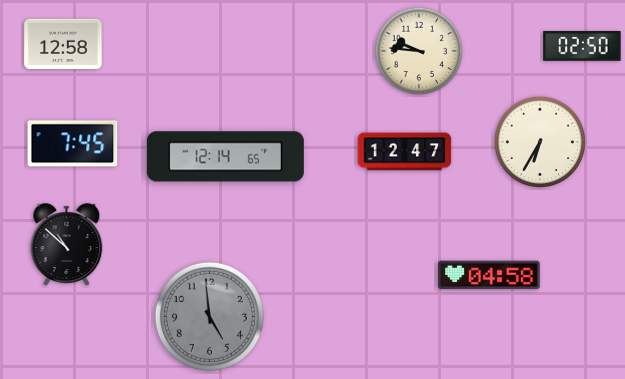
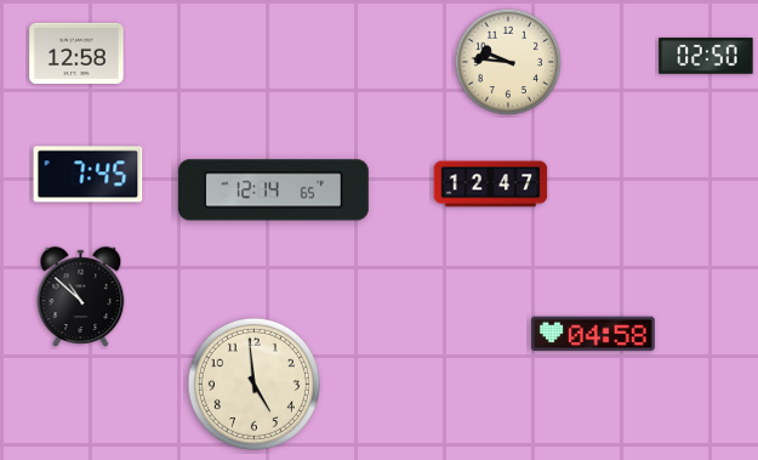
clock at (539, 141): 6:35 -> none
clock at (209, 316) dial: grey -> cream
